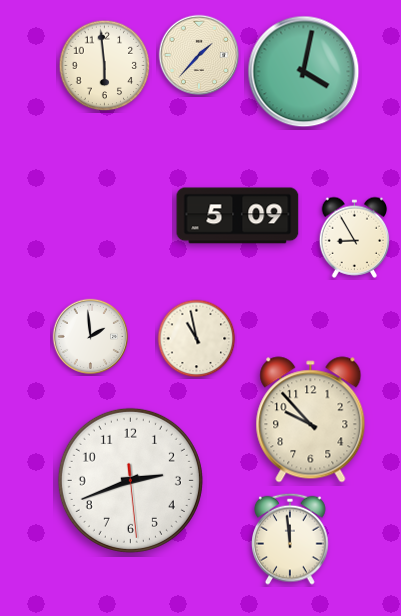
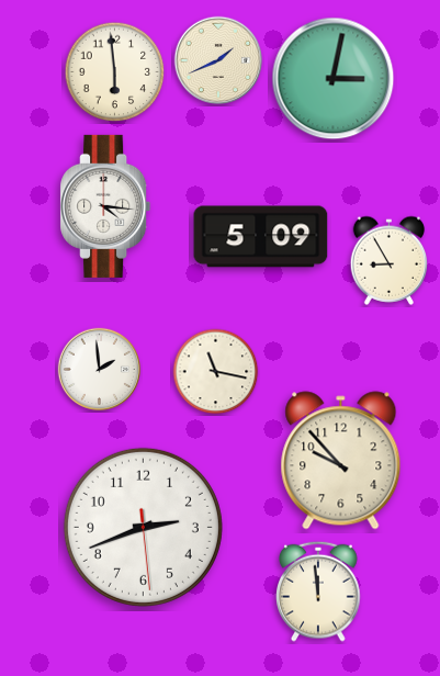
clock at (199, 55): 1:37 -> 1:41
clock at (304, 72): 4:02 -> 3:02
clock at (105, 206): none -> 4:16
clock at (197, 339): 10:58 -> 11:17
